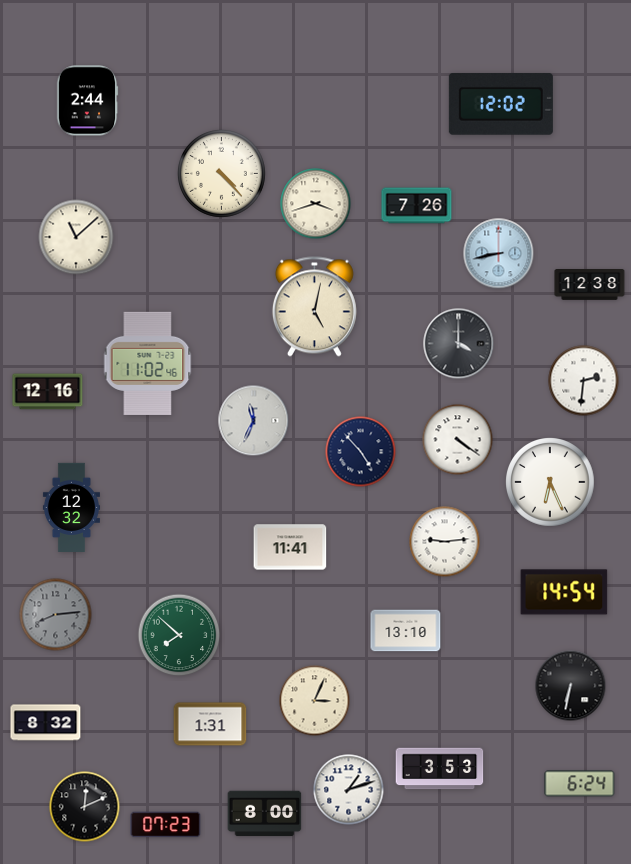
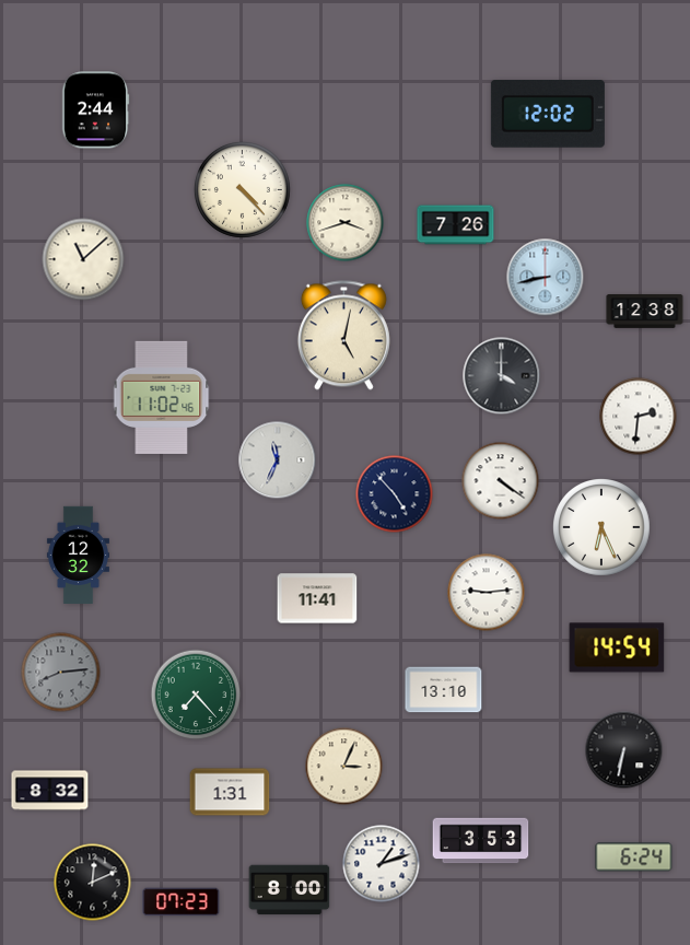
clock at (48, 392): 12:16 -> none
clock at (179, 635): 7:52 -> 7:23
